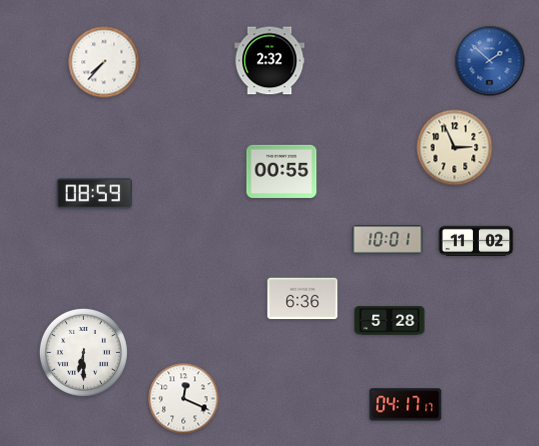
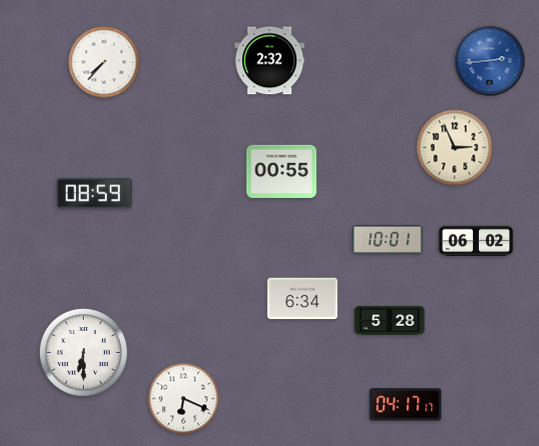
clock at (490, 61): 1:52 -> 2:44
clock at (476, 241): 11:02 -> 06:02
clock at (303, 299): 6:36 -> 6:34
clock at (184, 399): 12:19 -> 6:19
